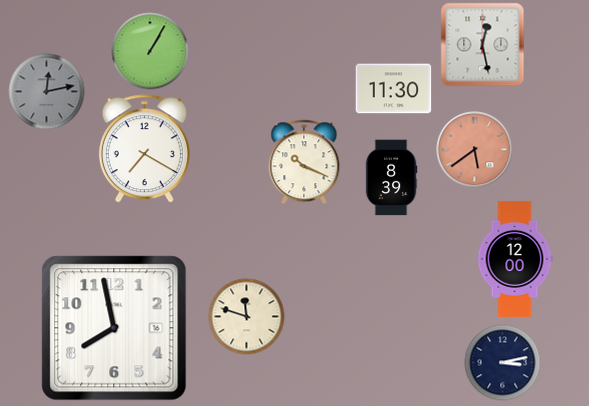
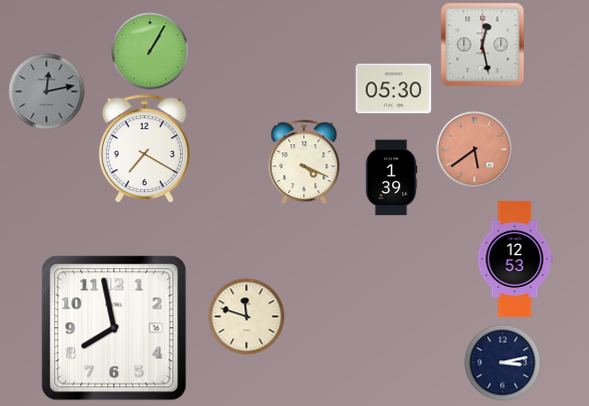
clock at (394, 89): 11:30 -> 05:30
clock at (304, 162): 10:19 -> 4:19
clock at (391, 178): 8:39 -> 1:39
clock at (515, 259): 12:00 -> 12:53
